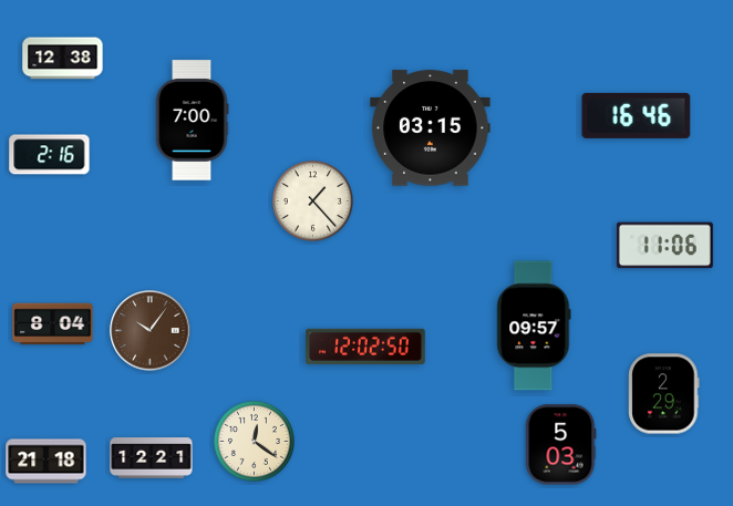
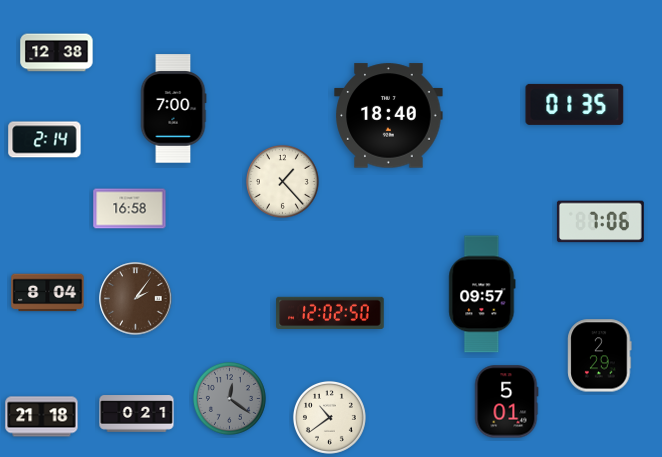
clock at (637, 115): 16:46 -> 01:35
clock at (431, 128): 03:15 -> 18:40
clock at (50, 155): 2:16 -> 2:14
clock at (130, 209): none -> 16:58
clock at (664, 246): 11:06 -> 7:06
clock at (151, 331): 10:06 -> 2:06
clock at (254, 441) dial: cream -> grey
clock at (561, 445): 5:03 -> 5:01
clock at (152, 458): 12:21 -> 0:21
clock at (329, 417): none -> 10:39
